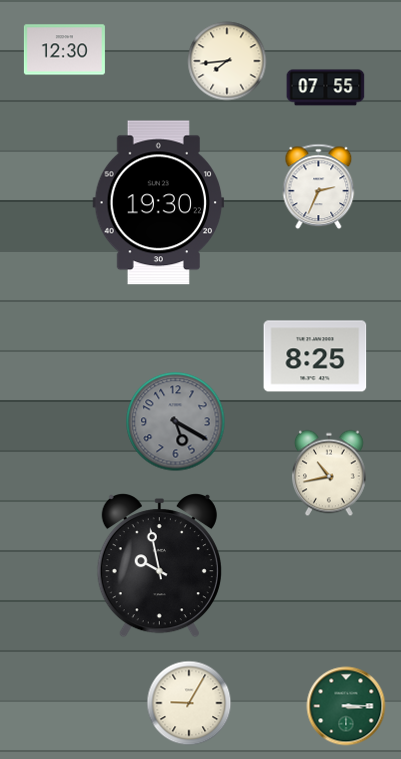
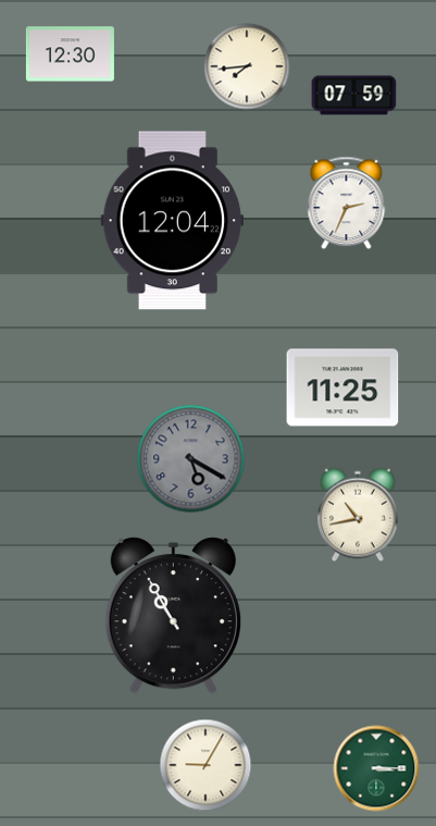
clock at (326, 88): 07:55 -> 07:59
clock at (159, 203): 19:30 -> 12:04
clock at (315, 356): 8:25 -> 11:25
clock at (159, 566): 9:58 -> 10:55
